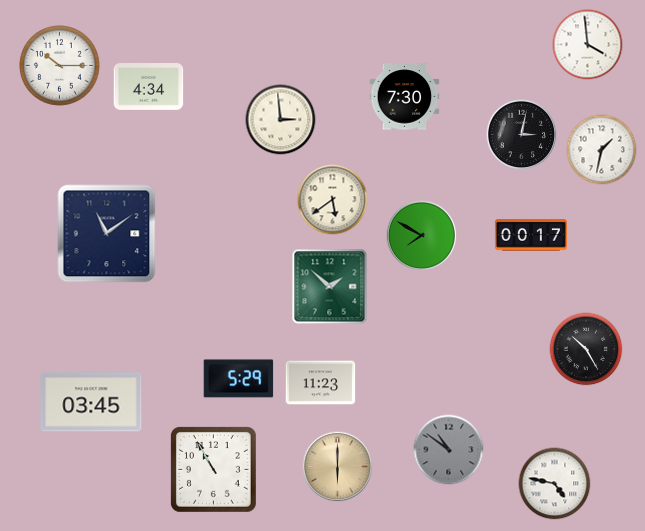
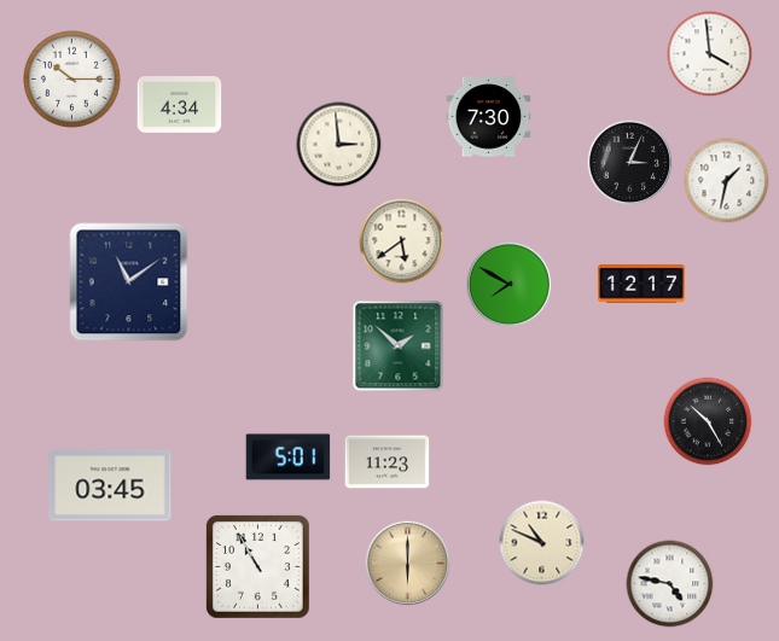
clock at (522, 135): 3:02 -> 3:04
clock at (531, 235): 00:17 -> 12:17
clock at (239, 379): 5:29 -> 5:01
clock at (449, 450): 10:51 -> 10:49
clock at (449, 450) dial: grey -> cream
